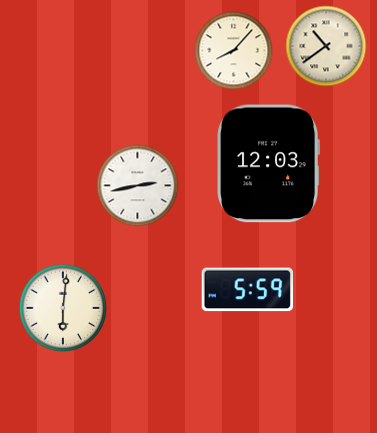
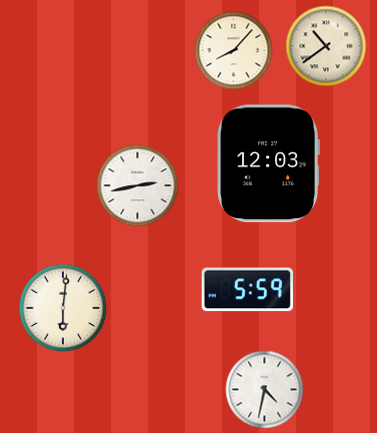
clock at (265, 390): none -> 4:32
